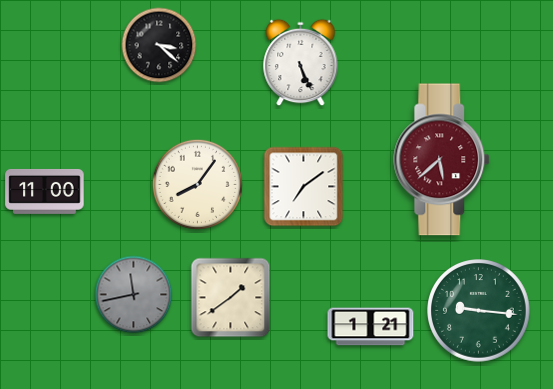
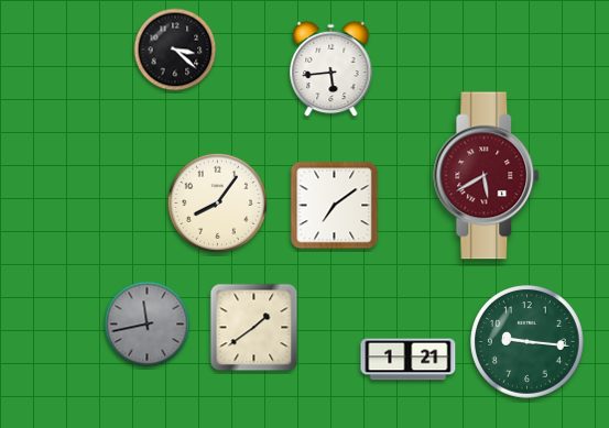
clock at (301, 63): 5:26 -> 5:44
clock at (442, 160): 5:38 -> 5:40
clock at (45, 191): 11:00 -> none
